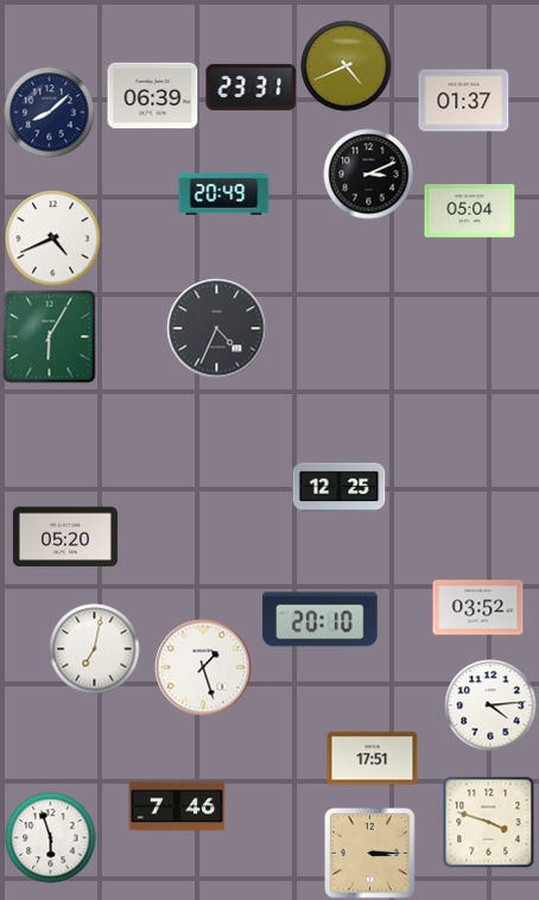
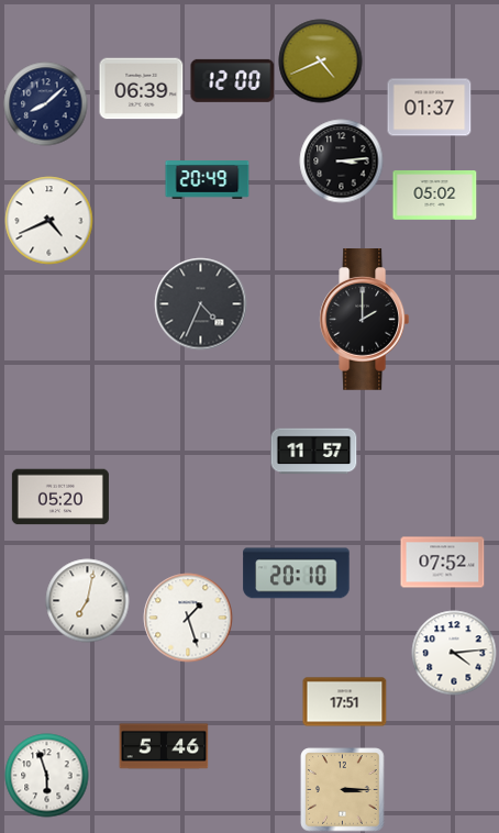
clock at (252, 87): 23:31 -> 12:00
clock at (464, 101) position: (464, 101) -> (430, 108)
clock at (369, 175): 3:11 -> 3:14
clock at (470, 211): 05:04 -> 05:02
clock at (50, 337): 6:05 -> none
clock at (365, 320): none -> 2:00
clock at (340, 488): 12:25 -> 11:57
clock at (478, 608): 03:52 -> 07:52
clock at (177, 806): 7:46 -> 5:46
clock at (489, 823): 3:48 -> none
